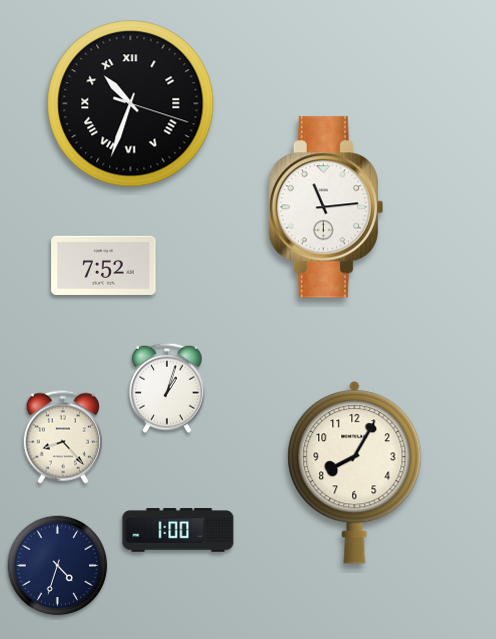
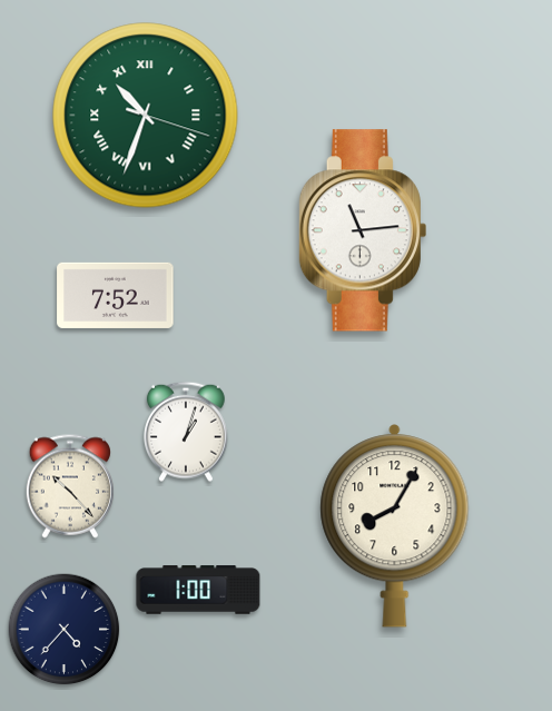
clock at (131, 104) dial: black -> green
clock at (62, 437): 8:23 -> 10:23
clock at (58, 566): 4:33 -> 4:37
